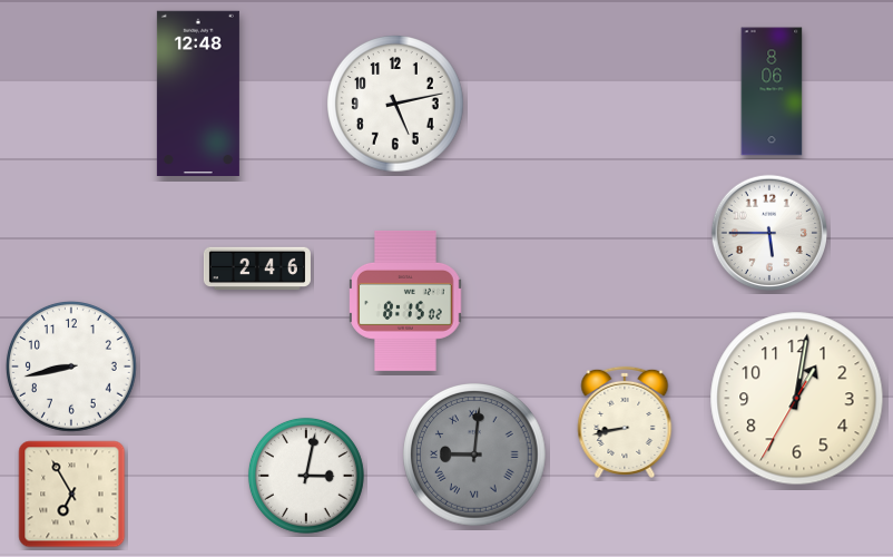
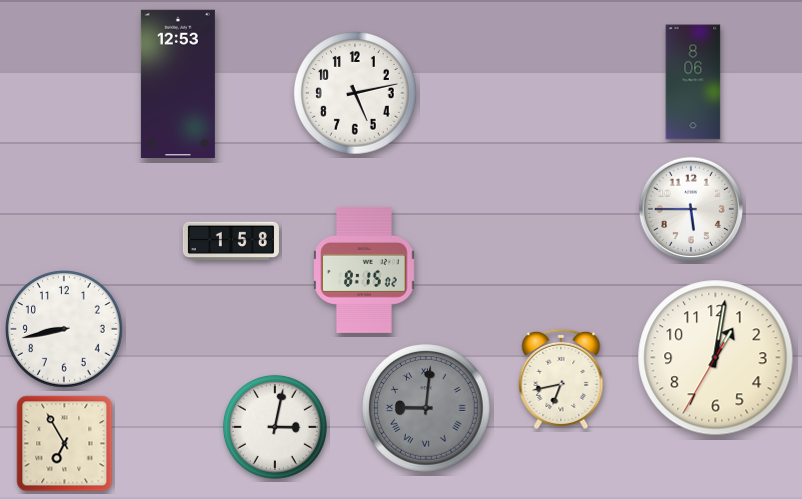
clock at (198, 92): 12:48 -> 12:53
clock at (257, 268): 2:46 -> 1:58
clock at (625, 422): 8:43 -> 6:43
